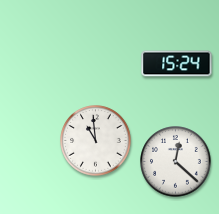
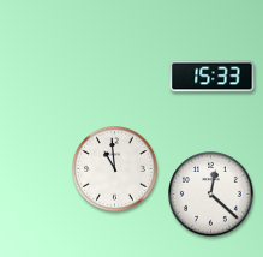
clock at (177, 64): 15:24 -> 15:33
